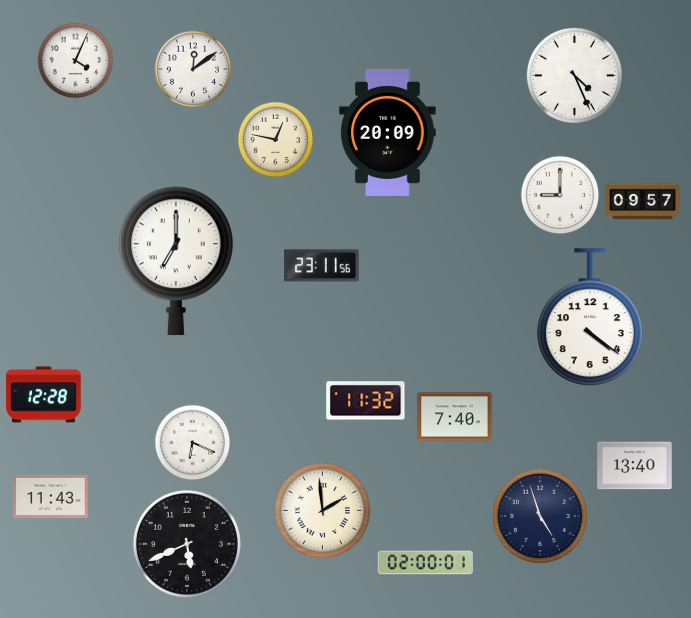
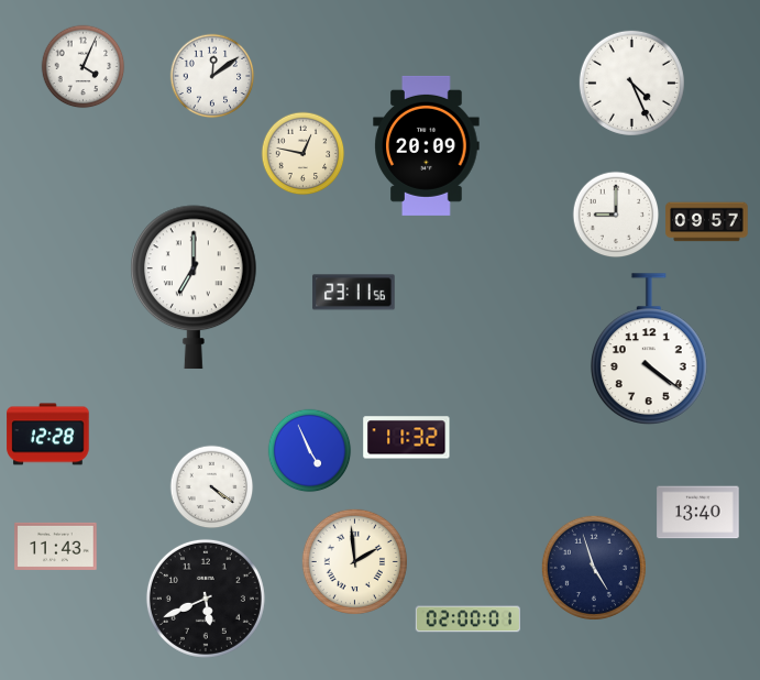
clock at (366, 401) position: (366, 401) -> (407, 438)
clock at (310, 451): none -> 4:56
clock at (455, 417): 7:40 -> none
clock at (193, 443): 6:19 -> 4:21
